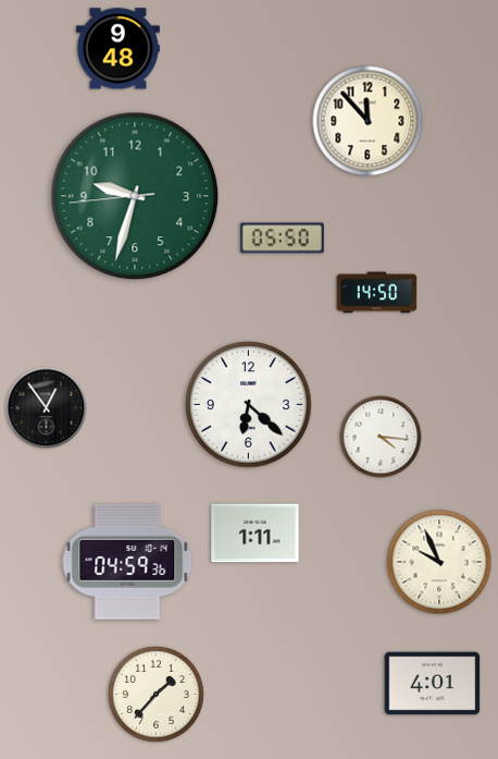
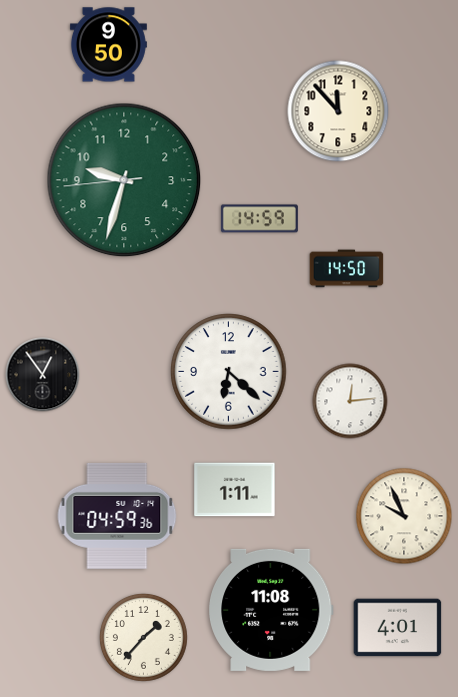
clock at (117, 49): 9:48 -> 9:50
clock at (282, 238): 05:50 -> 14:59
clock at (381, 437): 4:16 -> 12:14
clock at (271, 610): none -> 11:08
